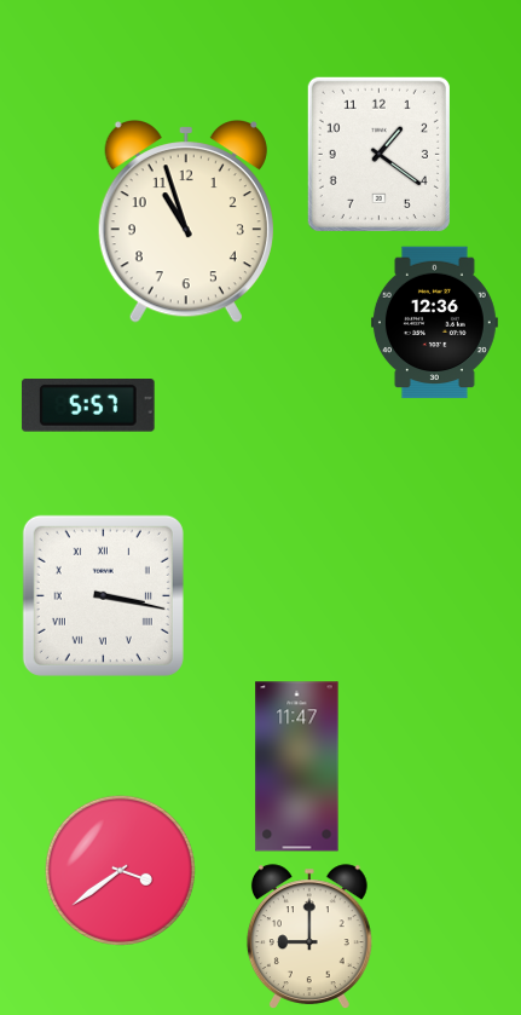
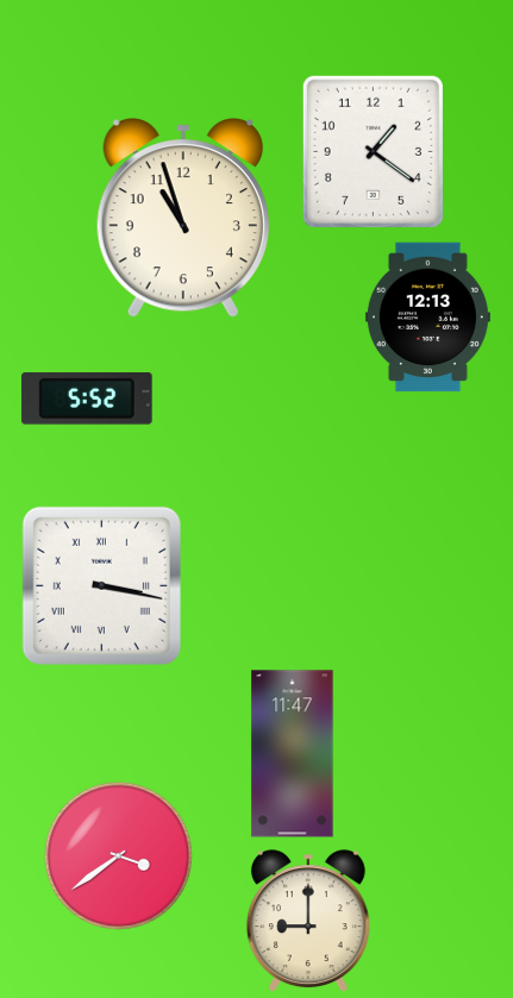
clock at (434, 323): 12:36 -> 12:13
clock at (88, 406): 5:57 -> 5:52
clock at (309, 936) position: (309, 936) -> (308, 921)
